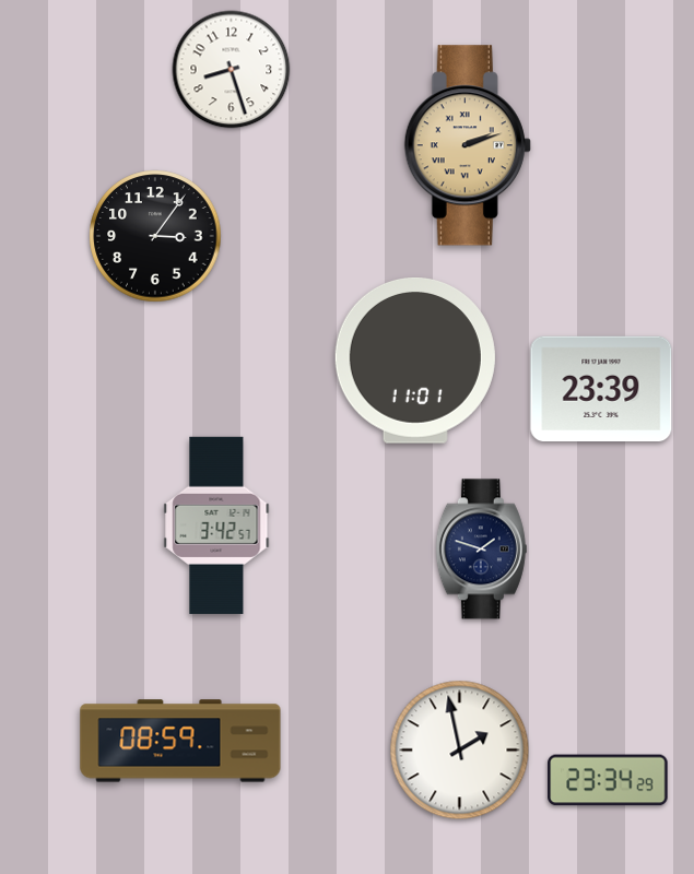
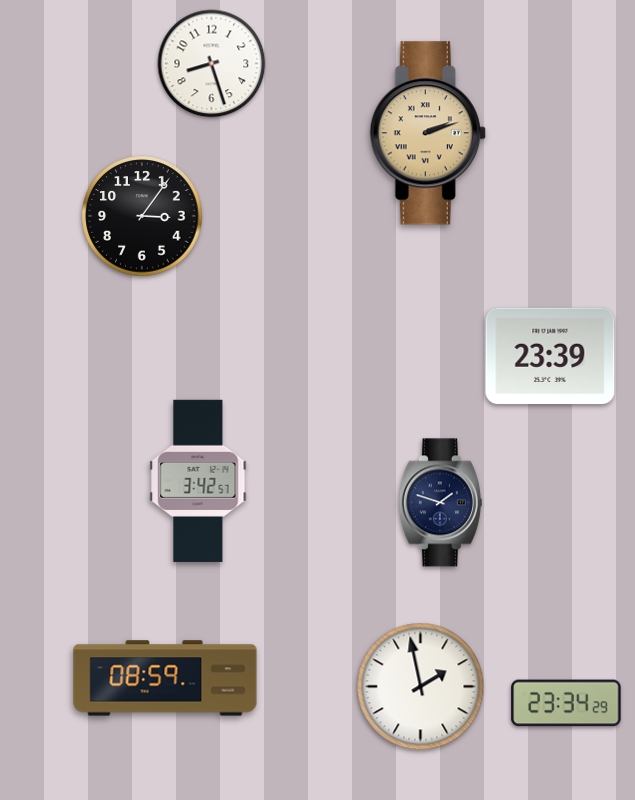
clock at (415, 361): 11:01 -> none
clock at (608, 780) position: (608, 780) -> (566, 703)
